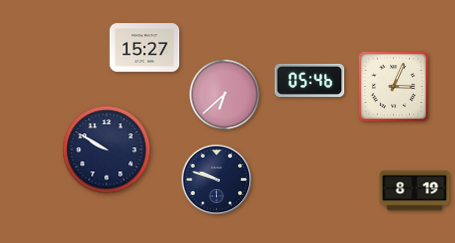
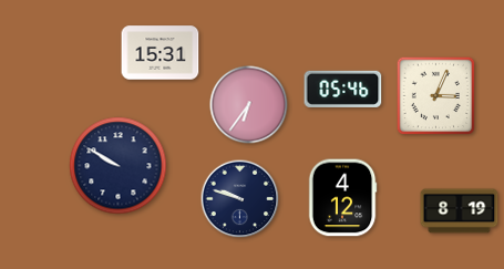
clock at (145, 48): 15:27 -> 15:31
clock at (225, 95): 6:38 -> 6:36
clock at (342, 198): none -> 4:12
